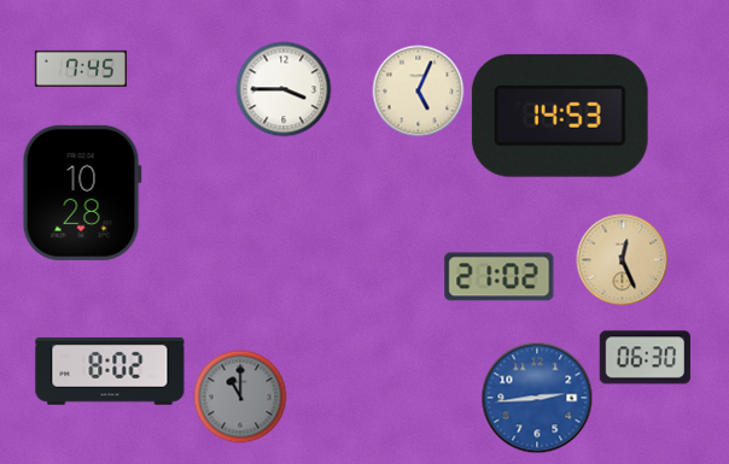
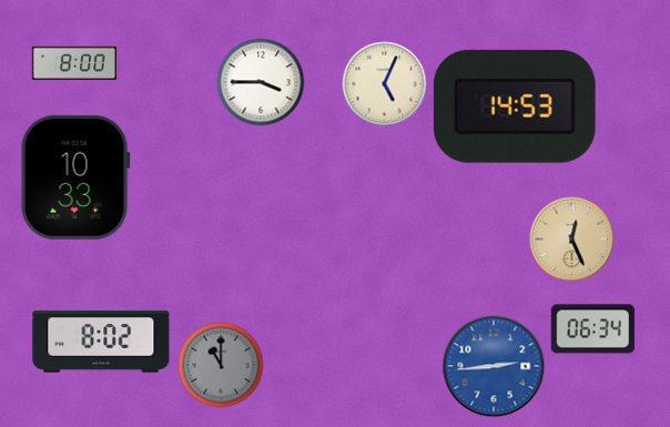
clock at (80, 69): 7:45 -> 8:00
clock at (82, 193): 10:28 -> 10:33
clock at (500, 277): 21:02 -> none
clock at (645, 358): 06:30 -> 06:34
